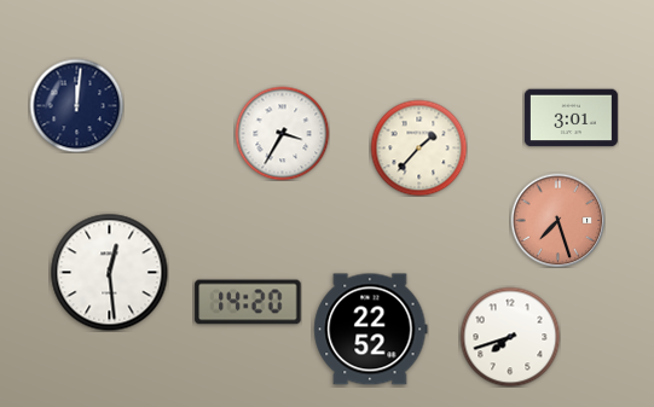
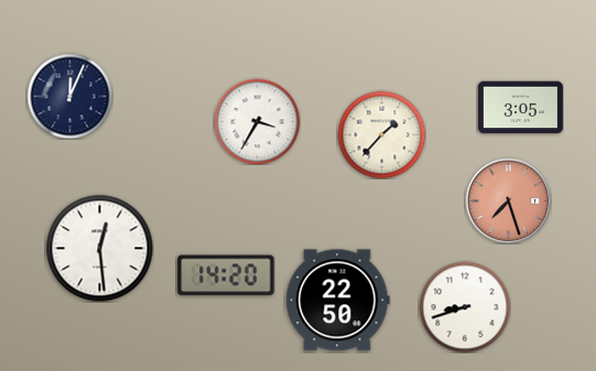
clock at (76, 105): 12:01 -> 12:04
clock at (571, 118): 3:01 -> 3:05
clock at (371, 330): 22:52 -> 22:50
clock at (510, 337): 7:42 -> 8:42
